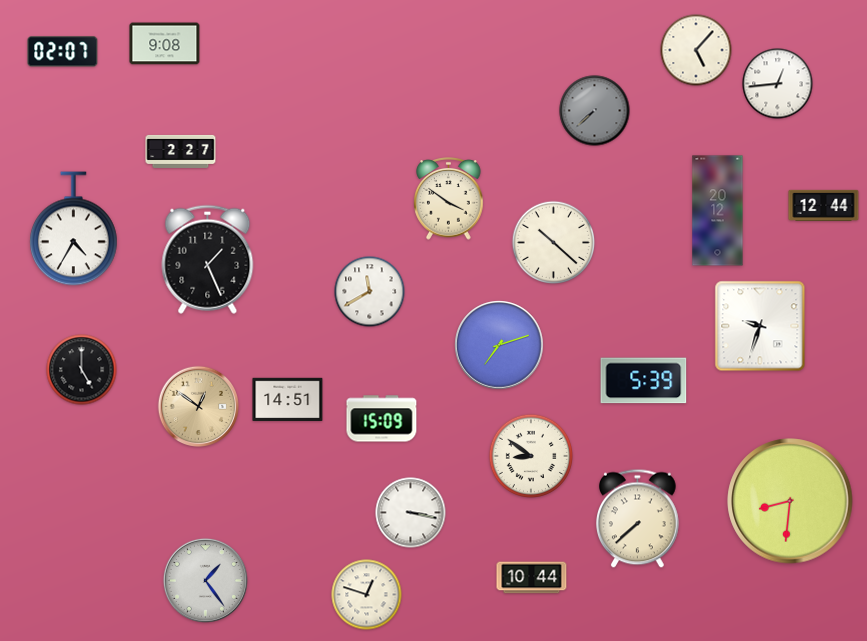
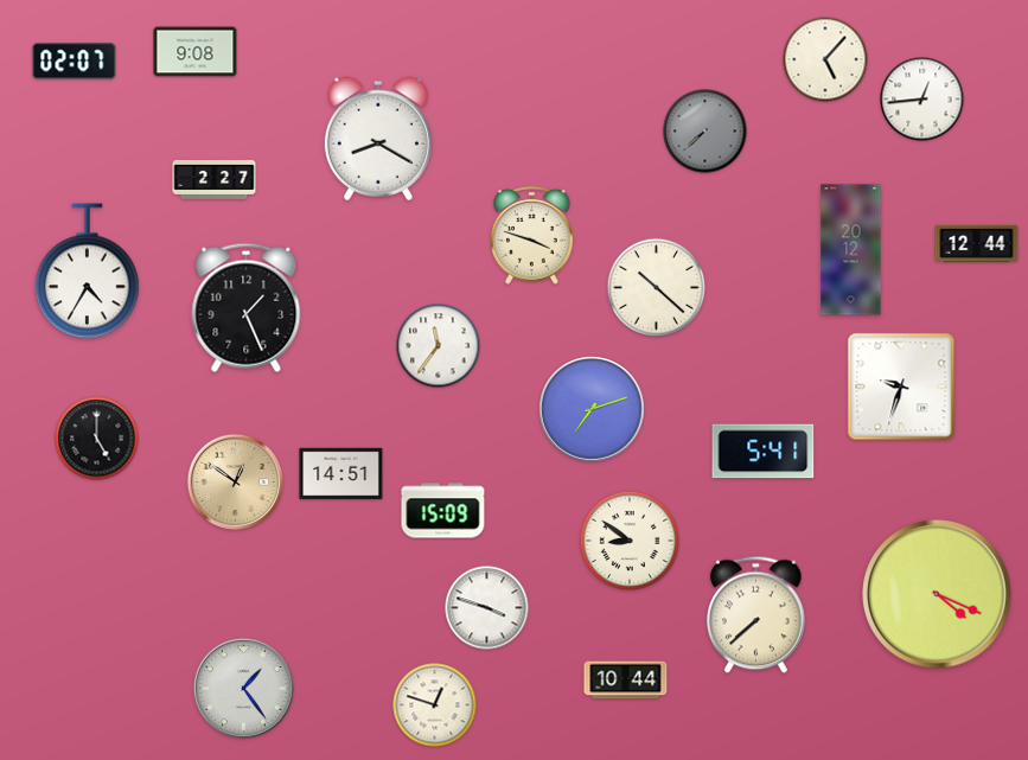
clock at (378, 139): none -> 8:20
clock at (449, 199): 3:51 -> 3:48
clock at (370, 292): 11:40 -> 11:36
clock at (644, 381): 5:39 -> 5:41
clock at (382, 419) position: (382, 419) -> (443, 511)
clock at (790, 501): 8:31 -> 4:19
clock at (411, 513): 3:17 -> 3:48
clock at (532, 578) position: (532, 578) -> (626, 681)
